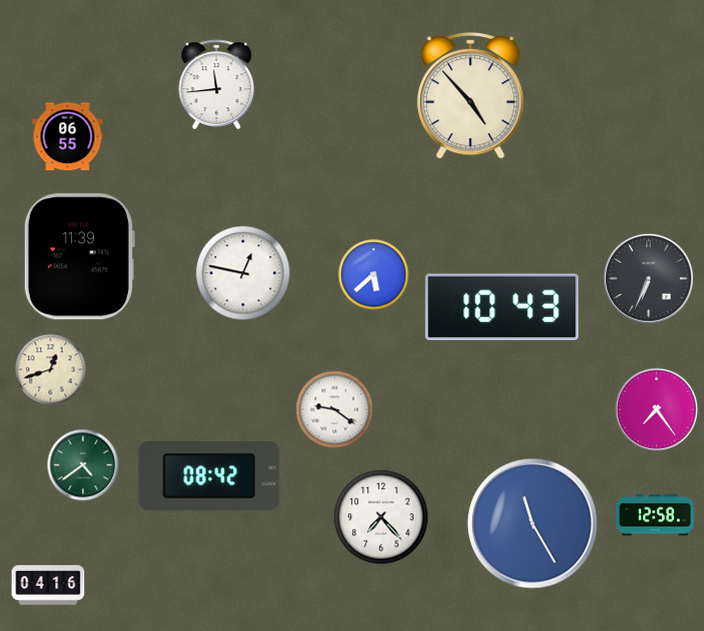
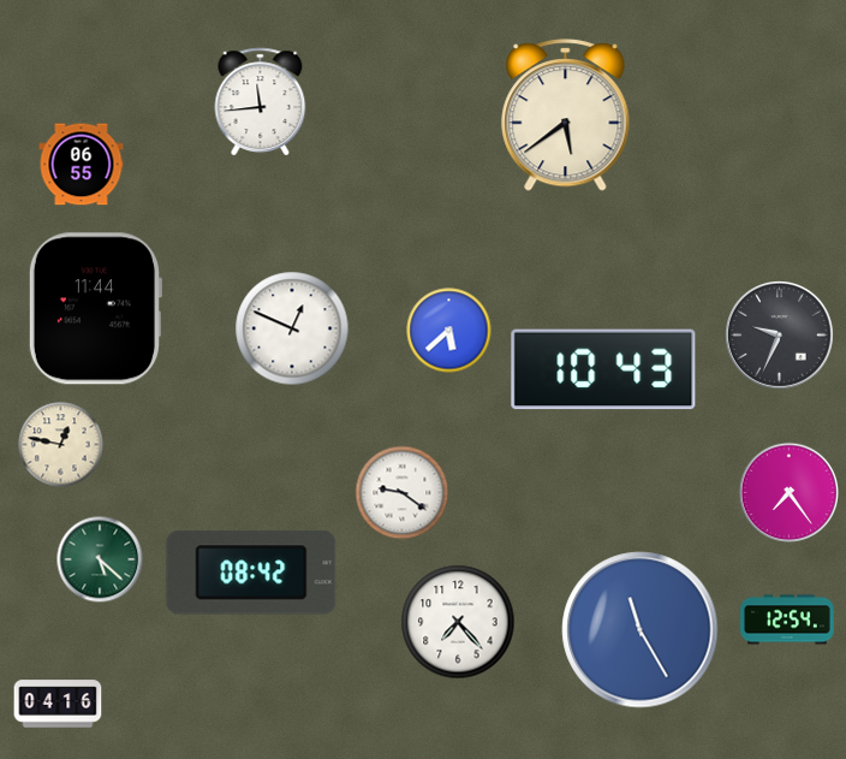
clock at (471, 96): 4:53 -> 5:39
clock at (79, 257): 11:39 -> 11:44
clock at (243, 273): 12:47 -> 12:49
clock at (649, 279): 6:34 -> 9:34
clock at (51, 370): 12:42 -> 12:47
clock at (83, 465): 4:39 -> 5:22
clock at (656, 515): 12:58 -> 12:54
